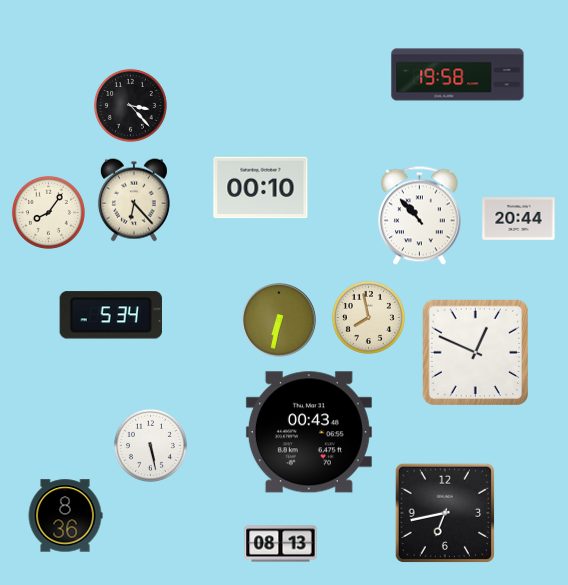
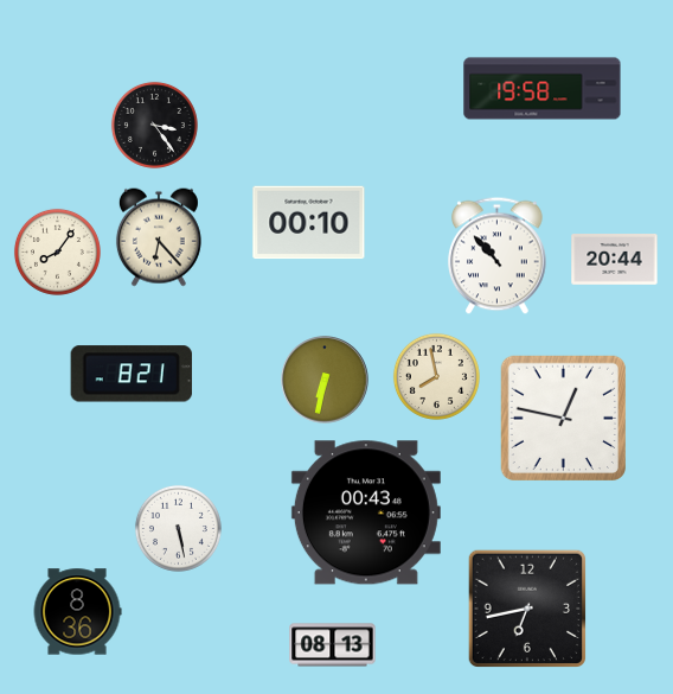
clock at (130, 105): 3:23 -> 3:24
clock at (110, 315): 5:34 -> 8:21
clock at (279, 320) position: (279, 320) -> (325, 380)
clock at (475, 352): 12:49 -> 12:47
